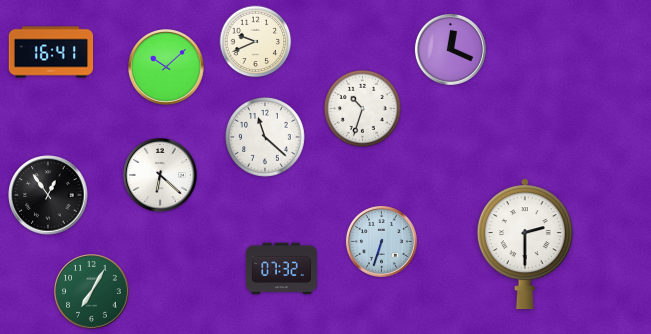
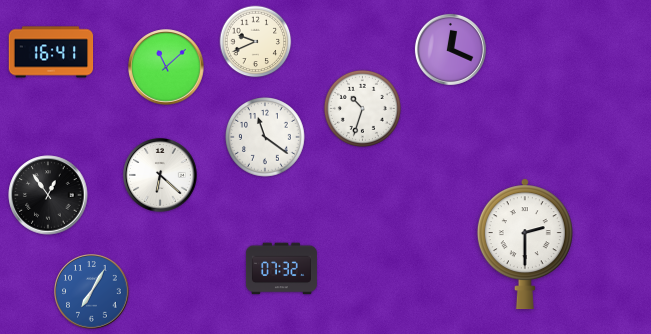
clock at (166, 67): 10:08 -> 11:08
clock at (266, 138): 11:22 -> 11:21
clock at (381, 241): 6:33 -> none
clock at (92, 292) dial: green -> blue
